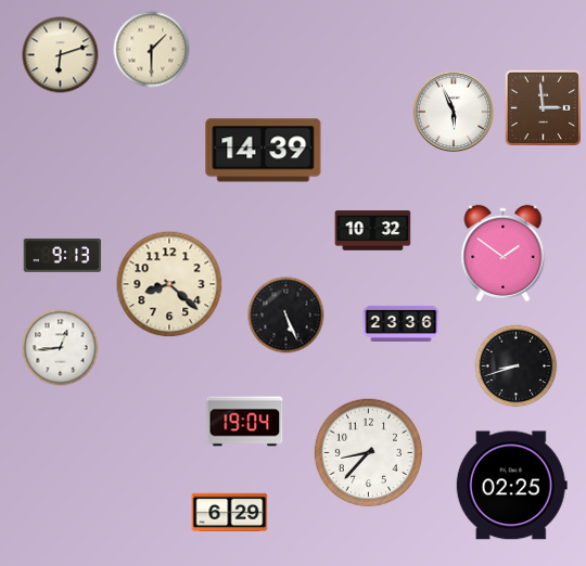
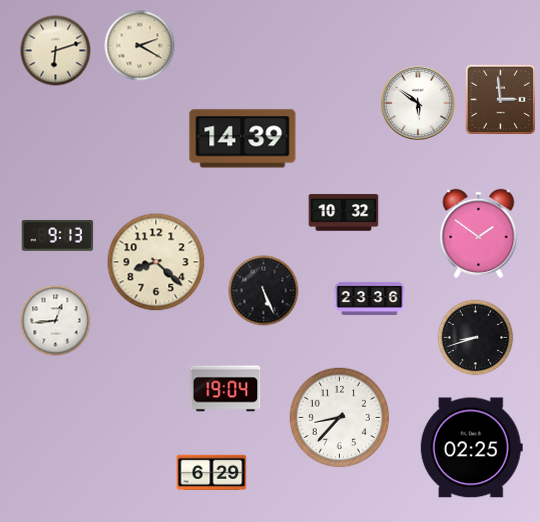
clock at (152, 50): 1:30 -> 2:20
clock at (453, 111): 5:56 -> 5:51
clock at (504, 253) position: (504, 253) -> (479, 233)
